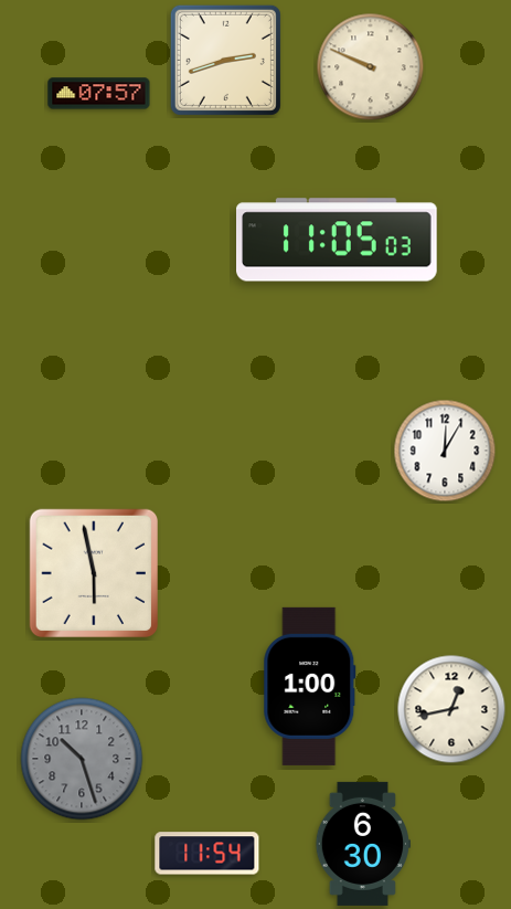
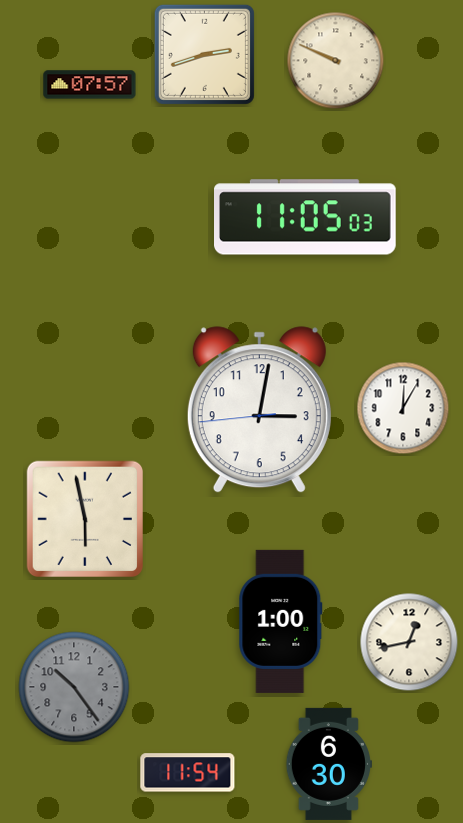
clock at (259, 410): none -> 3:01
clock at (82, 759): 10:27 -> 10:24
